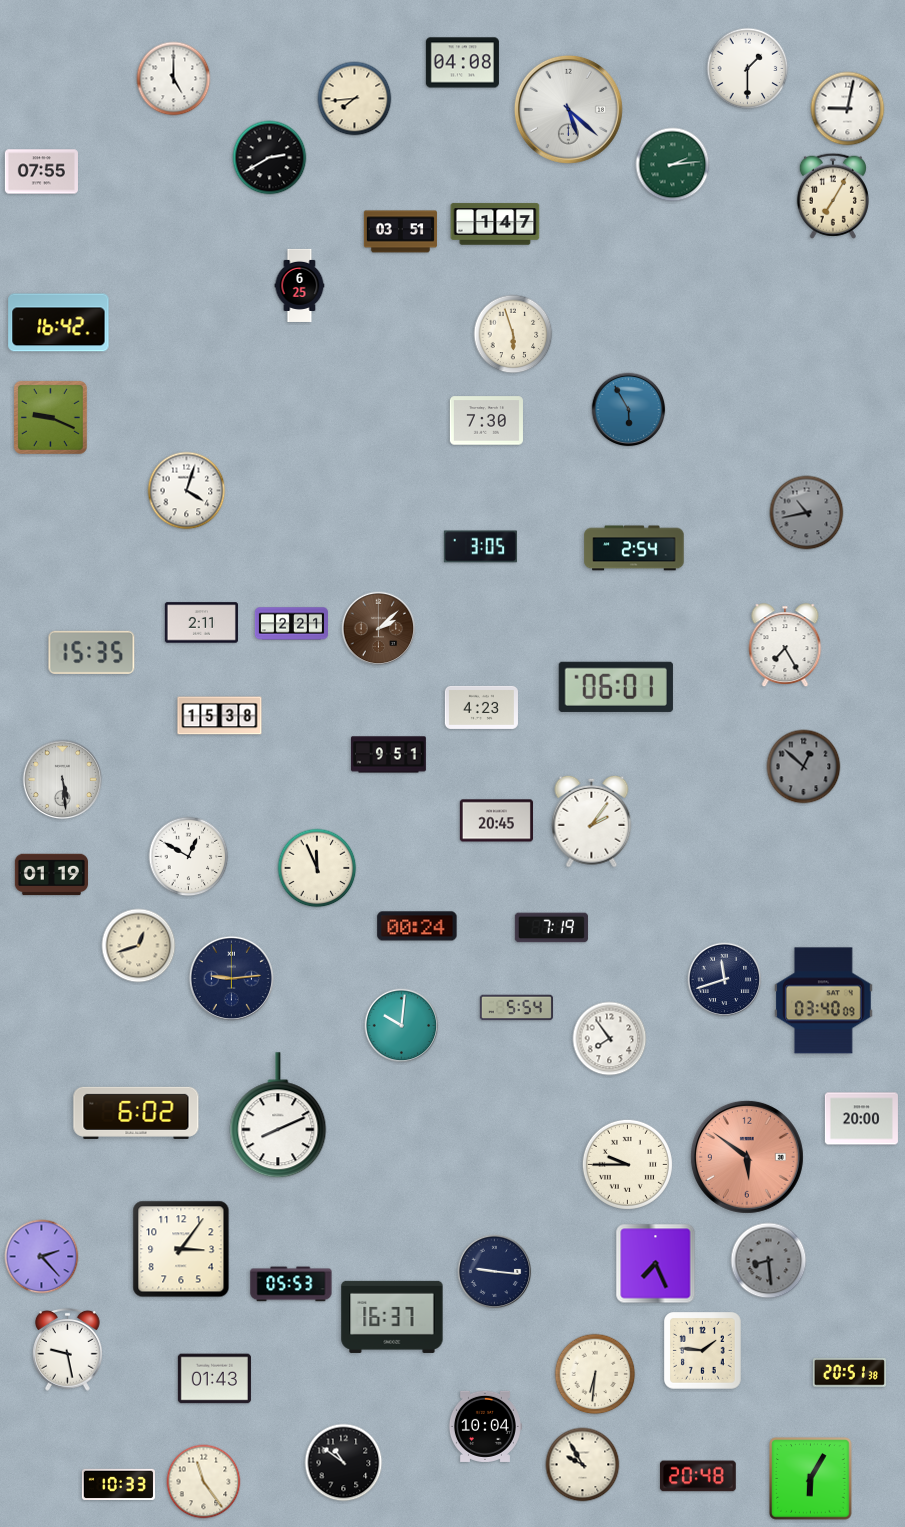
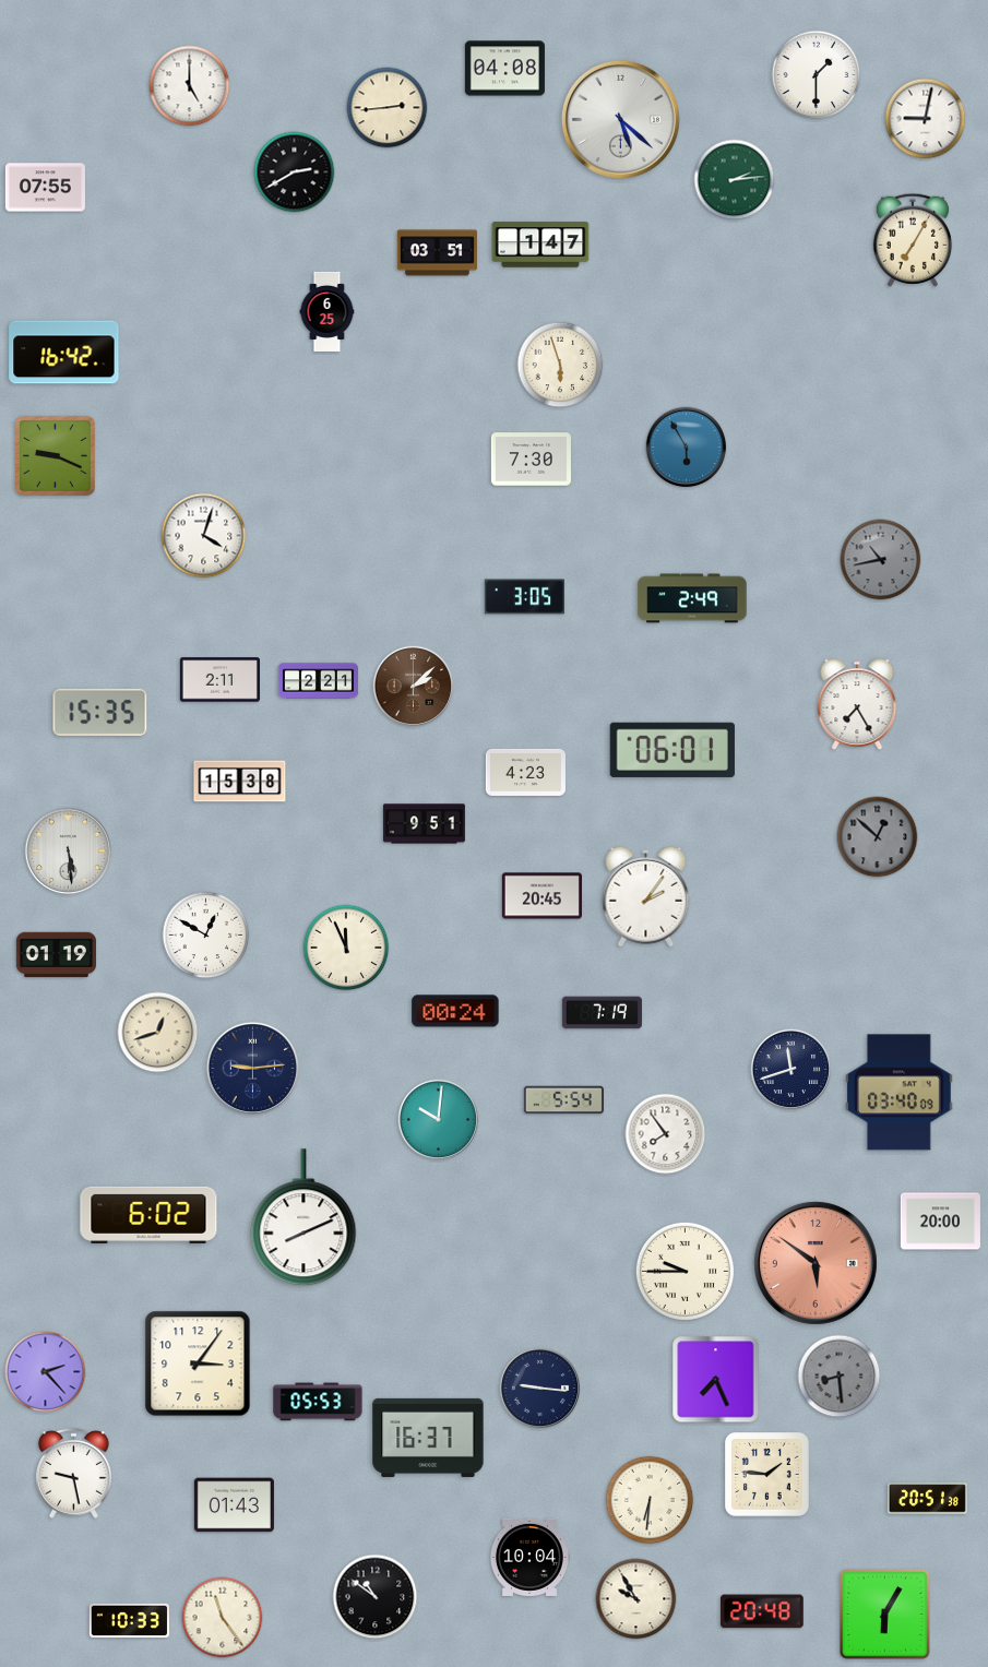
clock at (355, 99): 7:44 -> 2:44
clock at (833, 196) position: (833, 196) -> (913, 240)
clock at (634, 548): 2:54 -> 2:49
clock at (139, 946) position: (139, 946) -> (158, 1033)
